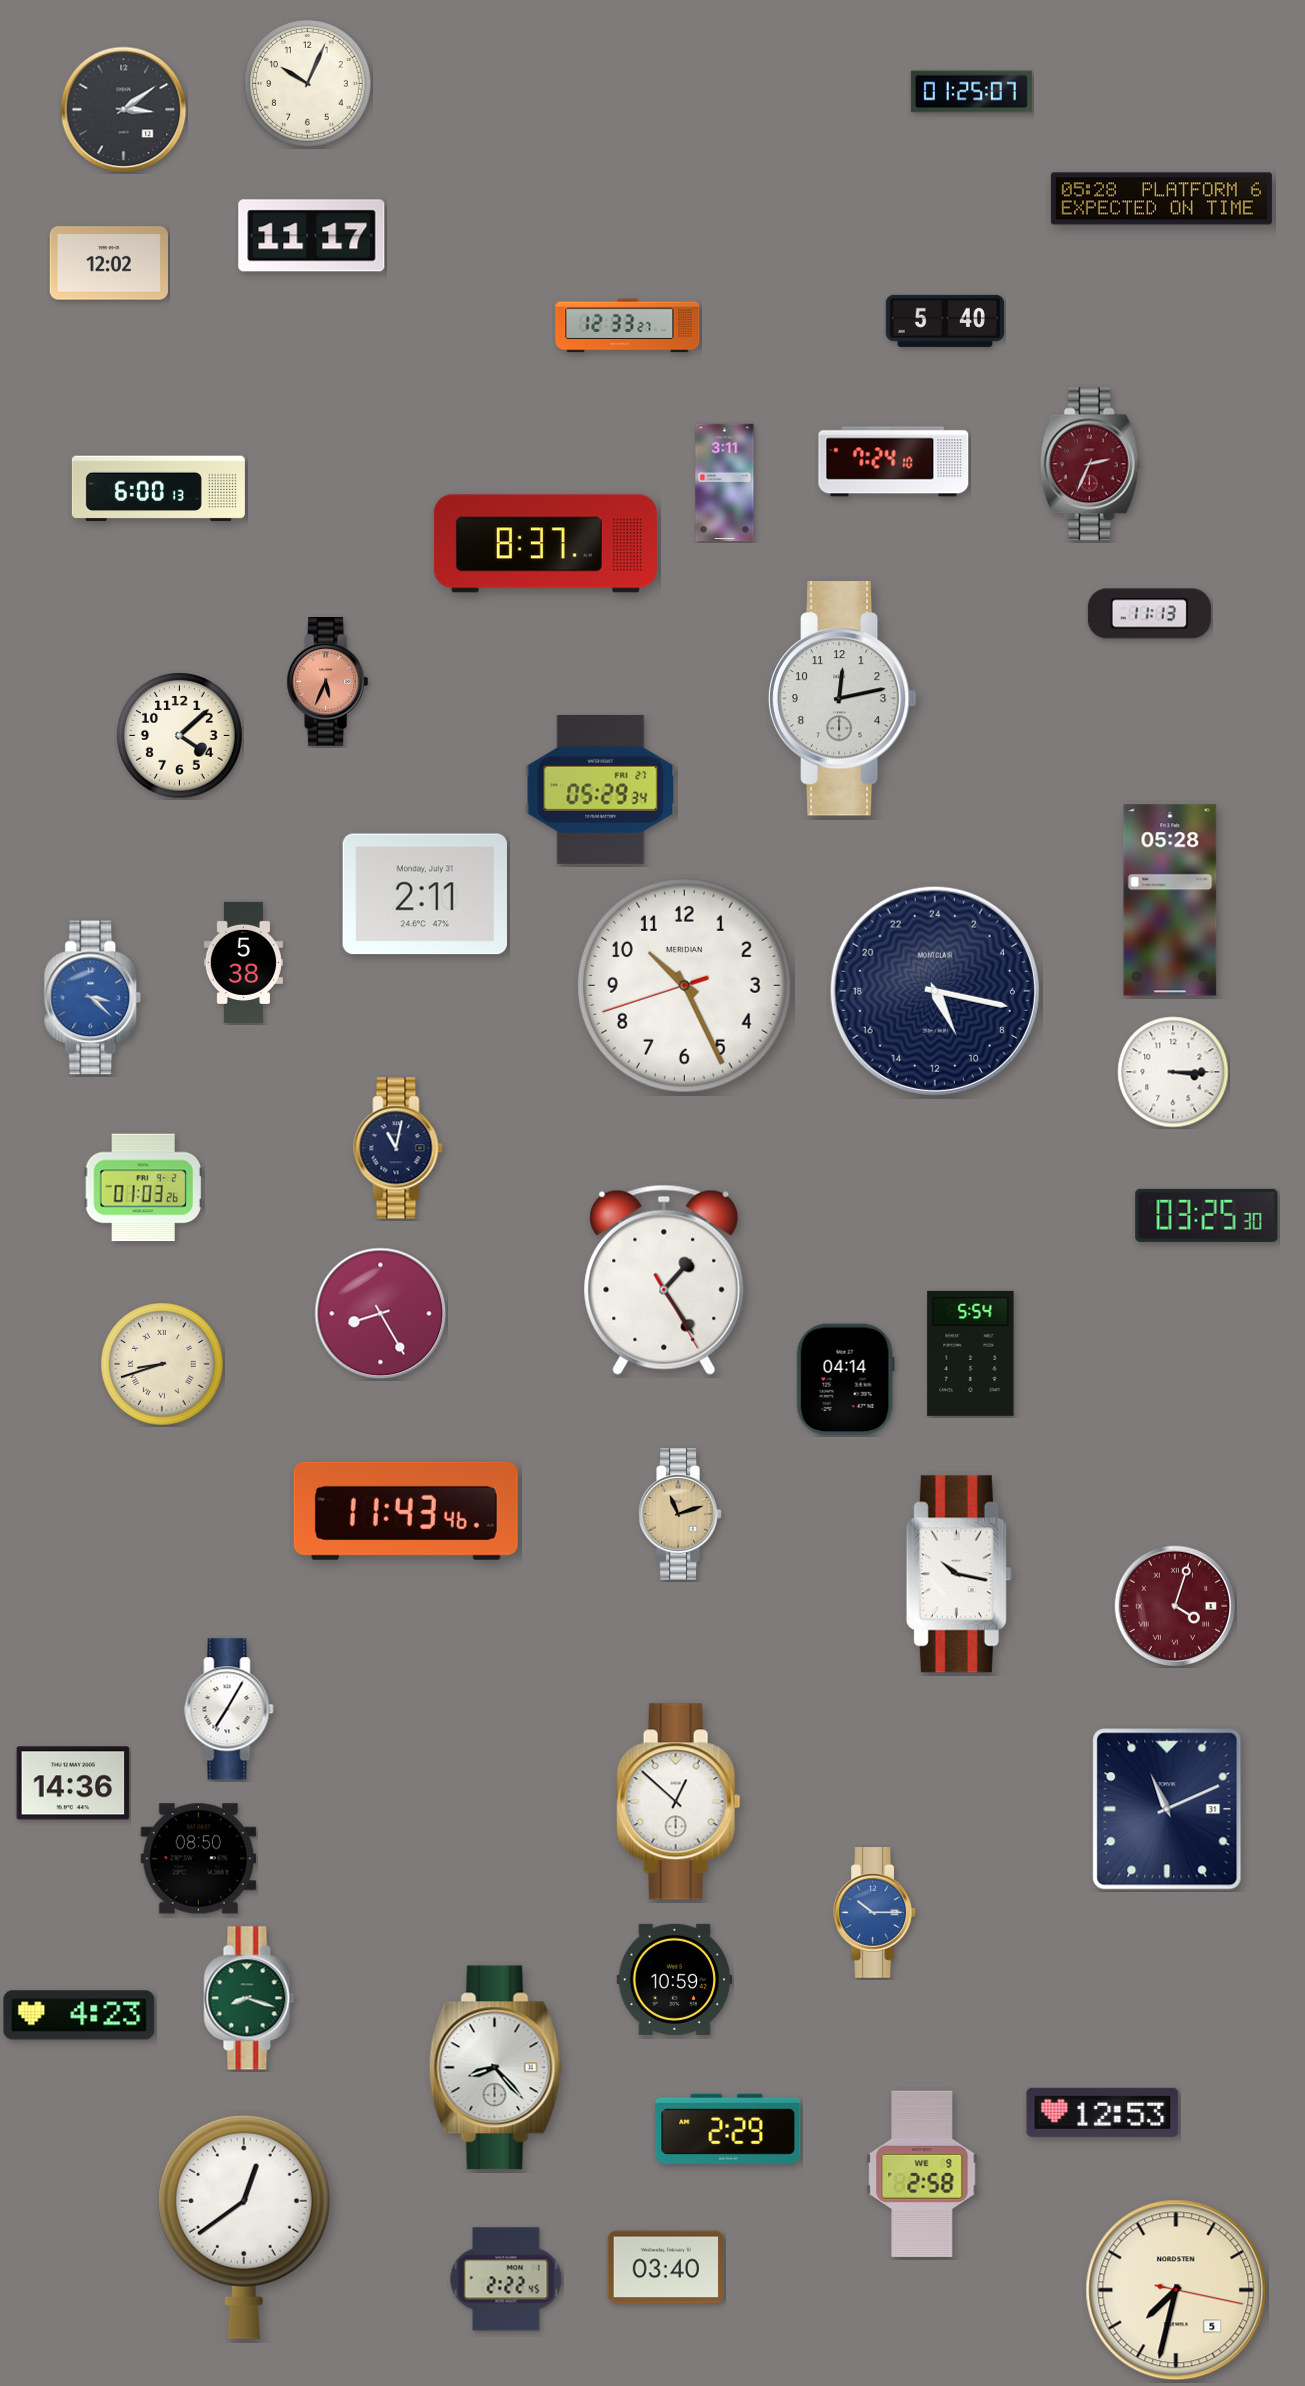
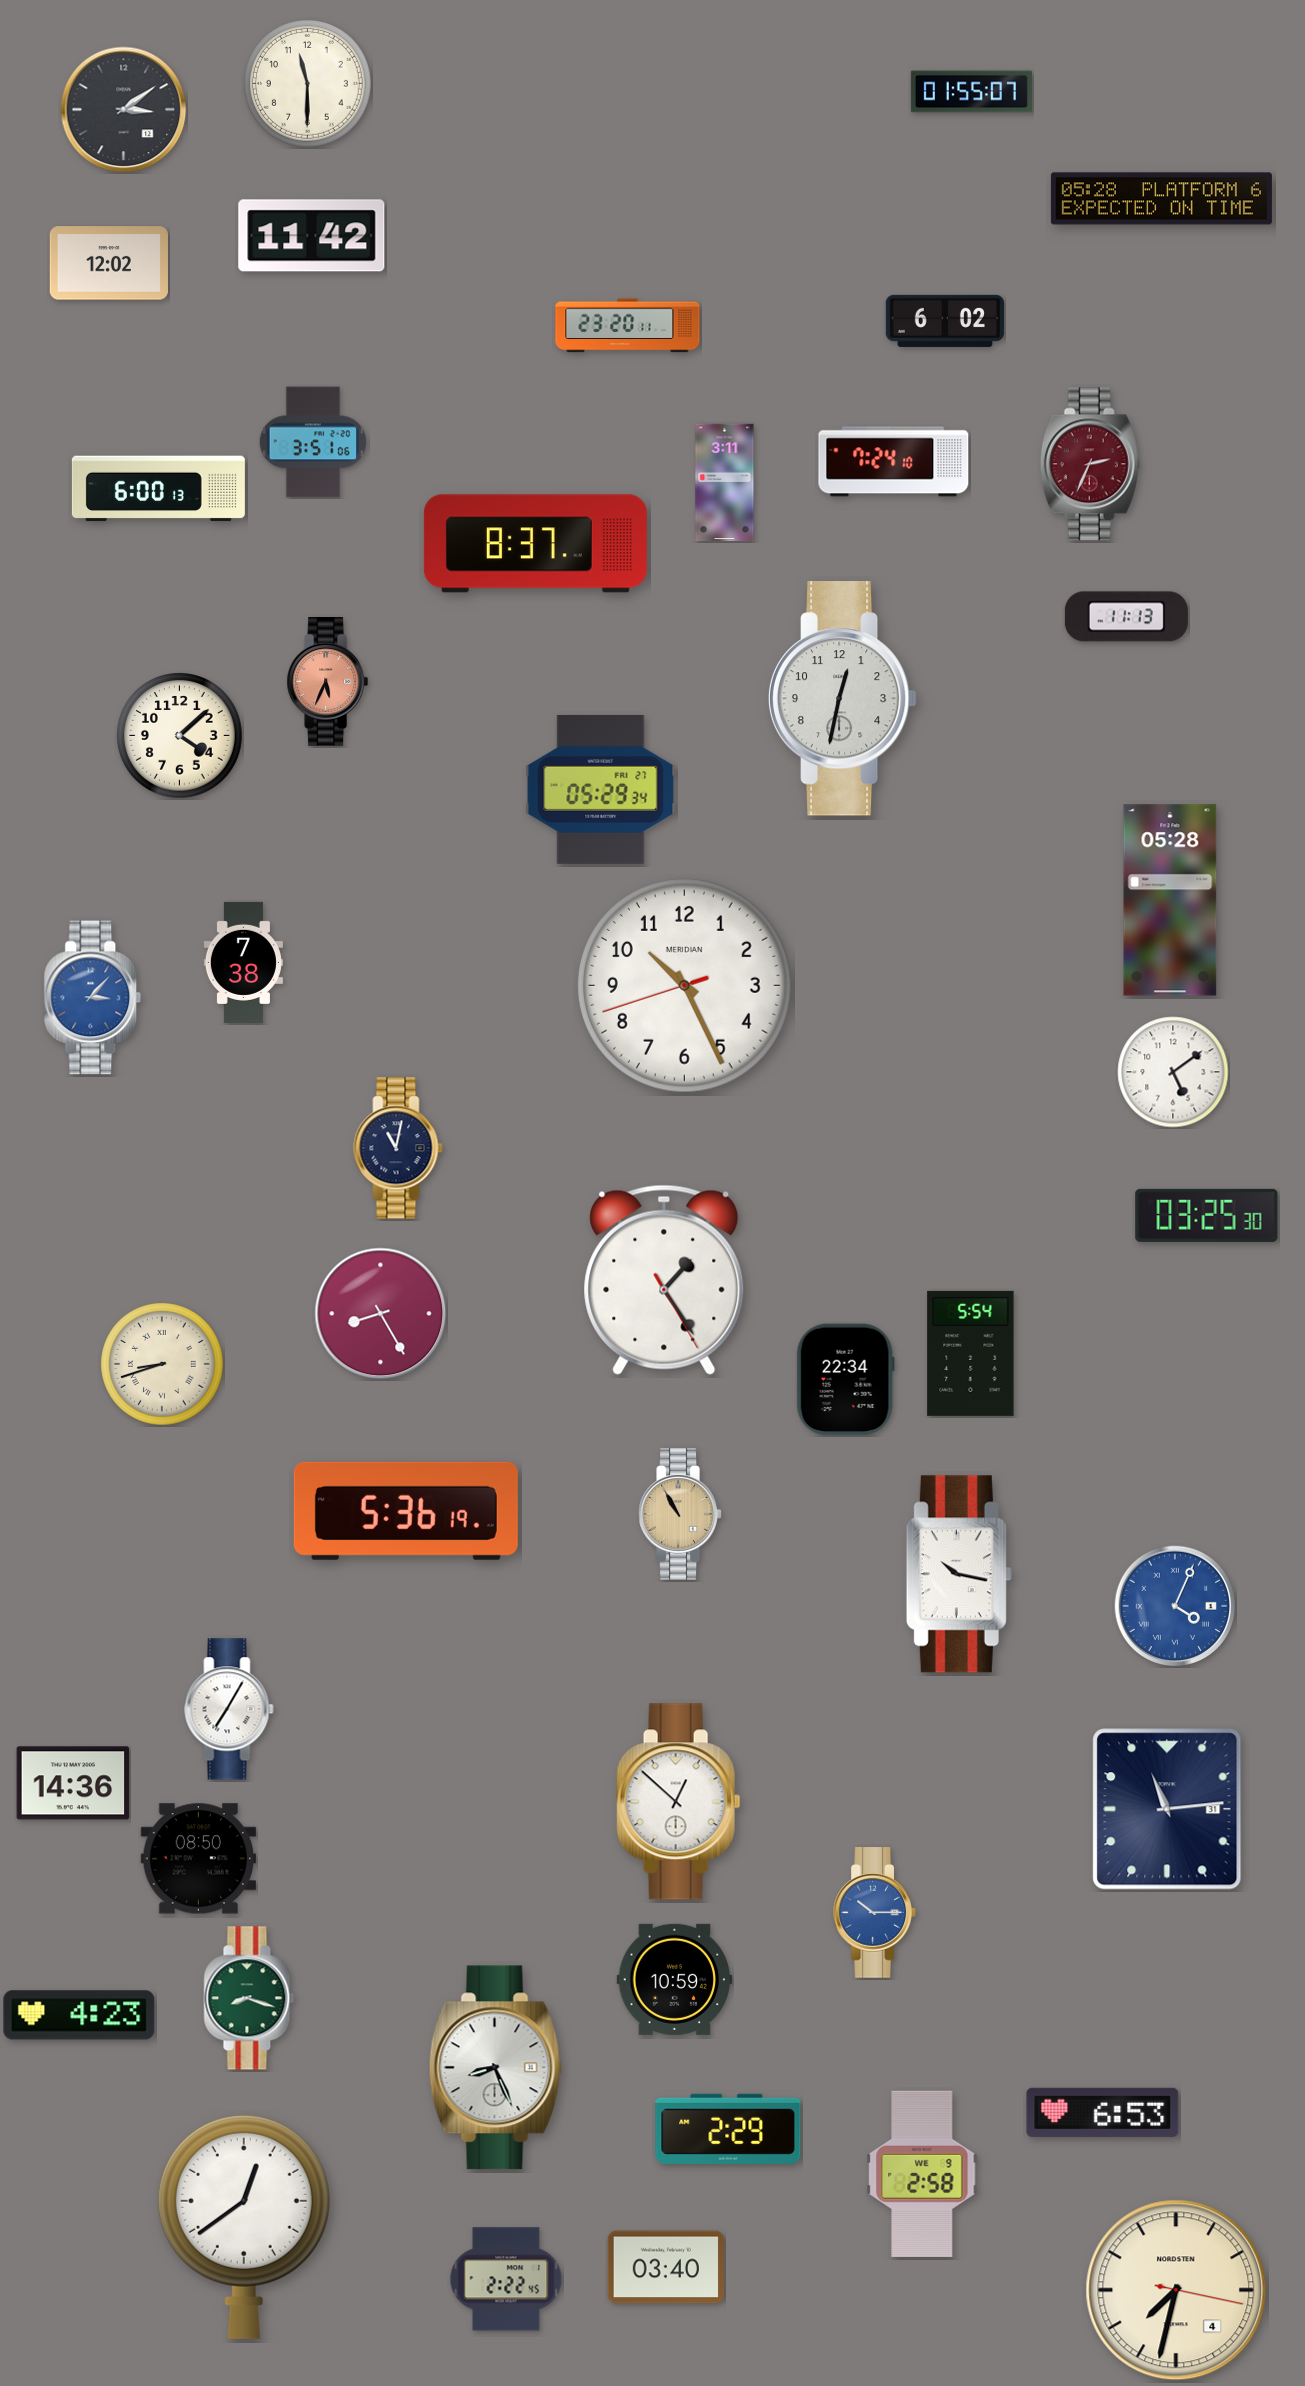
clock at (308, 84): 10:04 -> 11:30
clock at (971, 92): 01:25 -> 01:55
clock at (312, 236): 11:17 -> 11:42
clock at (945, 321): 5:40 -> 6:02
clock at (628, 326): 12:33 -> 23:20
clock at (312, 442): none -> 3:51
clock at (545, 544) position: (545, 544) -> (535, 544)
clock at (1149, 614) position: (1149, 614) -> (1126, 617)
clock at (842, 699): 12:13 -> 12:32
clock at (425, 894): 2:11 -> none
clock at (243, 962): 5:38 -> 7:38
clock at (935, 991): 10:17 -> none
clock at (93, 998): 3:22 -> 3:07
clock at (1173, 1072): 3:15 -> 5:09
clock at (143, 1188): 01:03 -> none
clock at (845, 1380): 04:14 -> 22:34
clock at (406, 1511): 11:43 -> 5:36
clock at (680, 1514): 11:12 -> 10:55
clock at (1175, 1606): 4:03 -> 4:04
clock at (1175, 1606) dial: burgundy -> blue
clock at (1167, 1809): 11:11 -> 11:14
clock at (495, 2068): 8:23 -> 8:26
clock at (1103, 2112): 12:53 -> 6:53
clock at (1176, 2290) date: 5 -> 4
